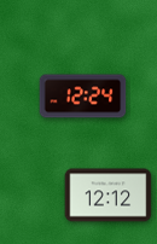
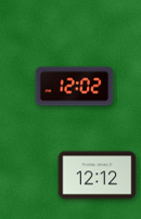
clock at (83, 97): 12:24 -> 12:02
